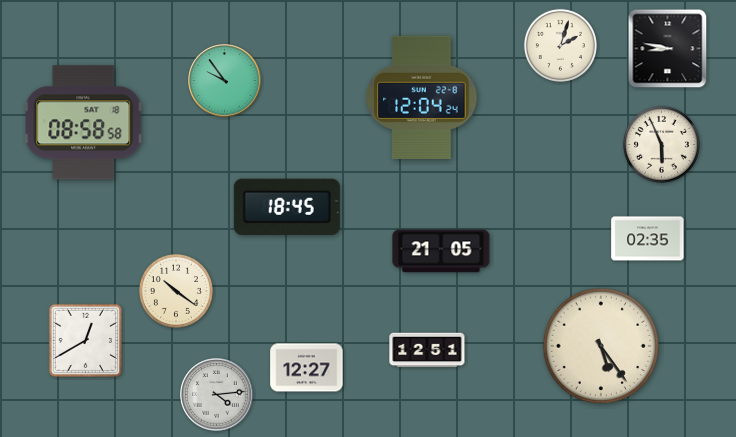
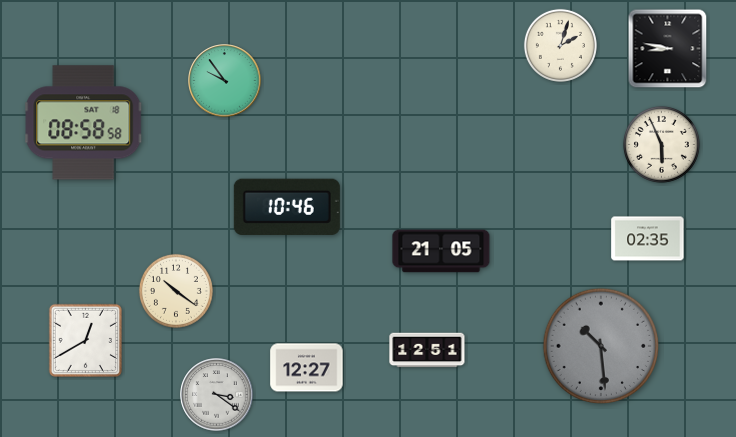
clock at (422, 97): 12:04 -> none
clock at (287, 207): 18:45 -> 10:46
clock at (600, 345): 5:24 -> 10:29
clock at (600, 345) dial: cream -> grey
clock at (217, 395): 4:14 -> 3:21
